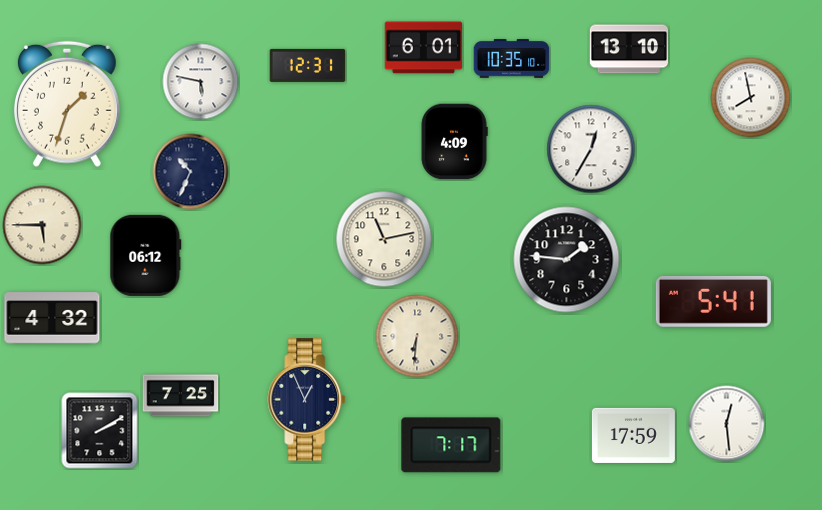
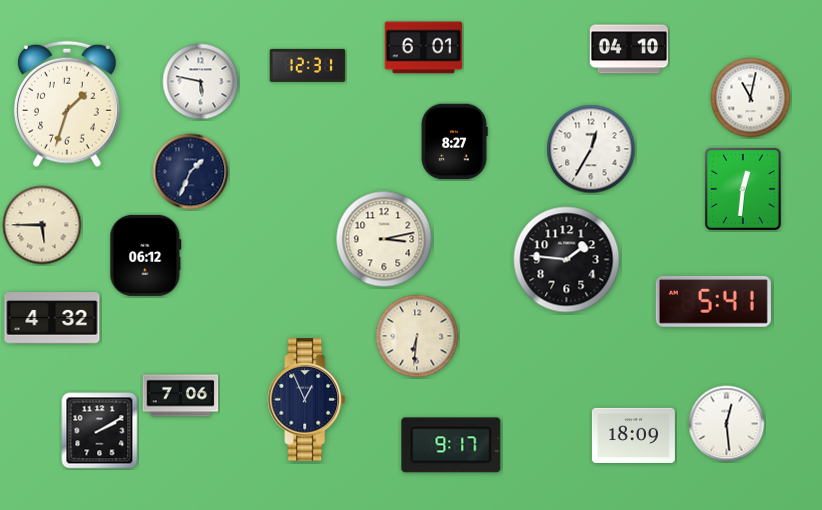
clock at (629, 49): 13:10 -> 04:10
clock at (512, 59): 10:35 -> none
clock at (751, 98): 7:58 -> 11:02
clock at (454, 142): 4:09 -> 8:27
clock at (191, 172): 10:34 -> 1:34
clock at (743, 189): none -> 12:31
clock at (384, 239): 11:13 -> 3:13
clock at (181, 396): 7:25 -> 7:06
clock at (633, 435): 17:59 -> 18:09
clock at (451, 445): 7:17 -> 9:17
